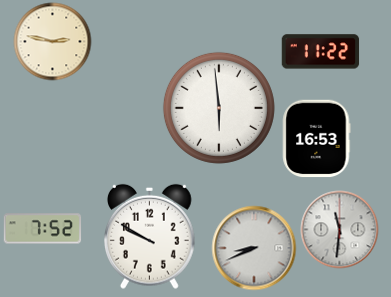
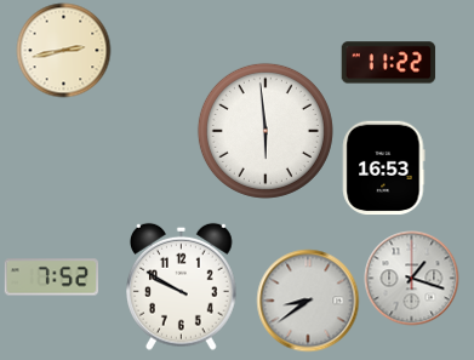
clock at (52, 41): 2:47 -> 2:43
clock at (339, 229): 11:31 -> 1:18
clock at (254, 248): 8:41 -> 8:39
